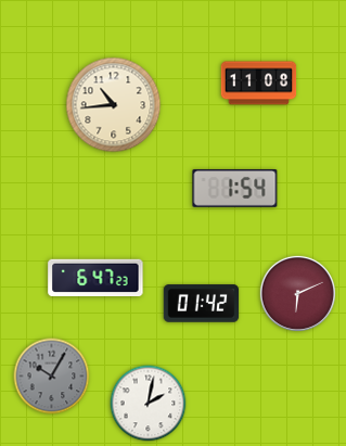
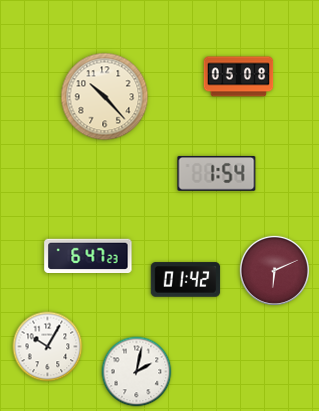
clock at (259, 84): 11:08 -> 05:08
clock at (114, 105): 10:44 -> 10:23
clock at (52, 377) dial: grey -> white
